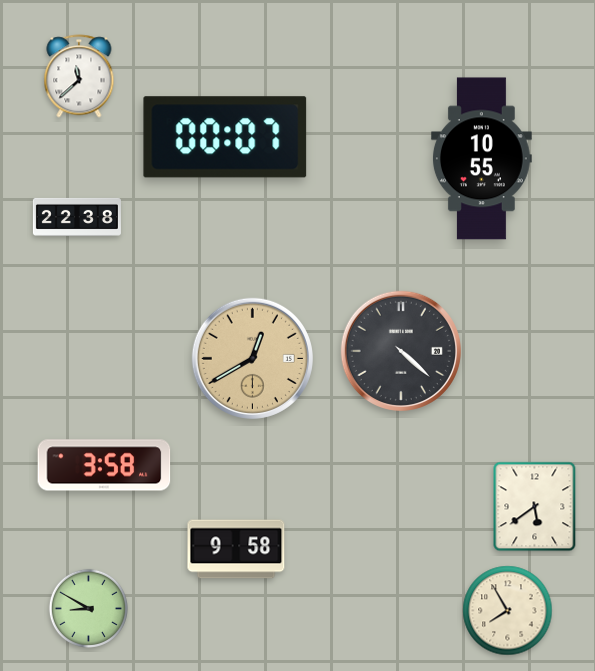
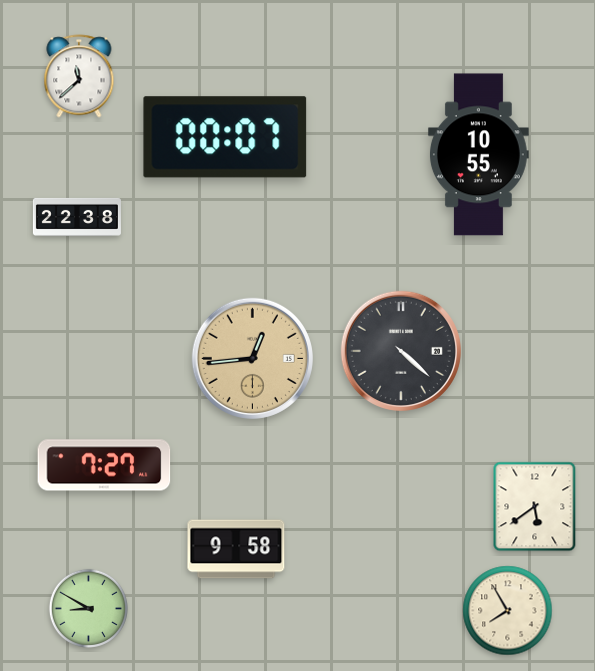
clock at (481, 159) position: (481, 159) -> (478, 155)
clock at (252, 358): 12:40 -> 12:44
clock at (104, 465): 3:58 -> 7:27
